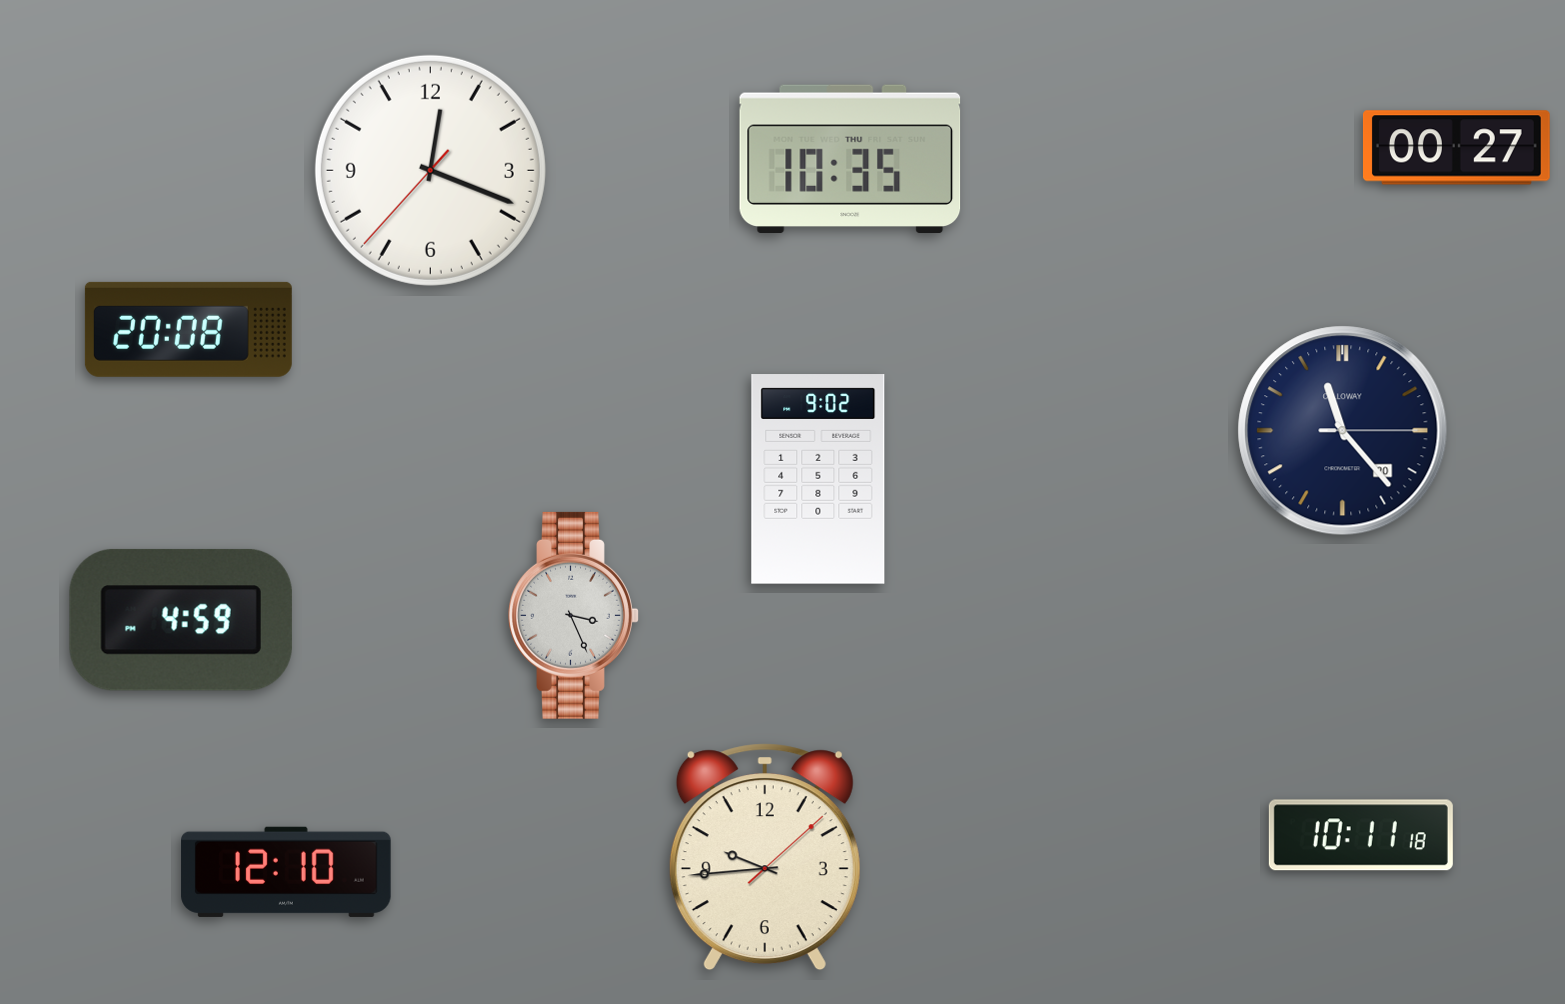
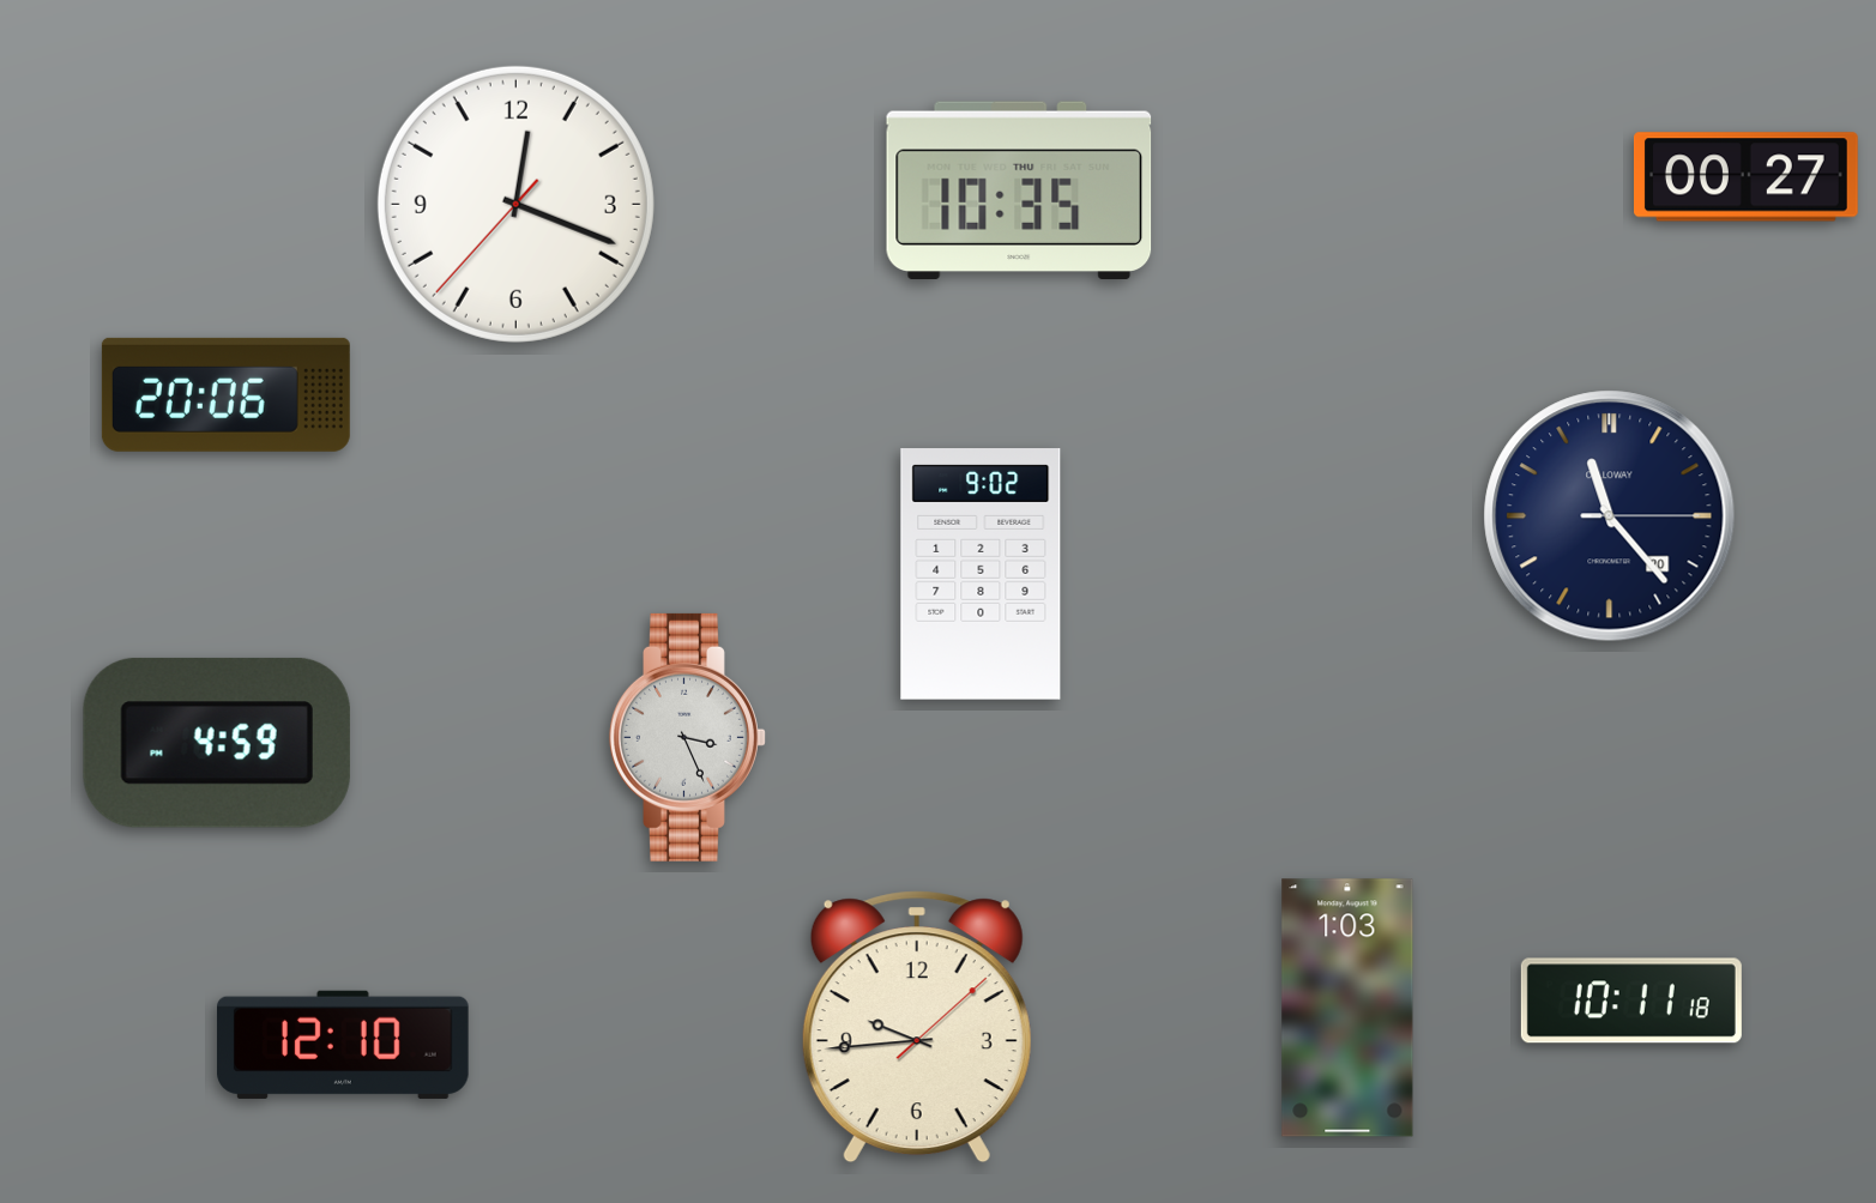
clock at (188, 329): 20:08 -> 20:06
clock at (1347, 1008): none -> 1:03
